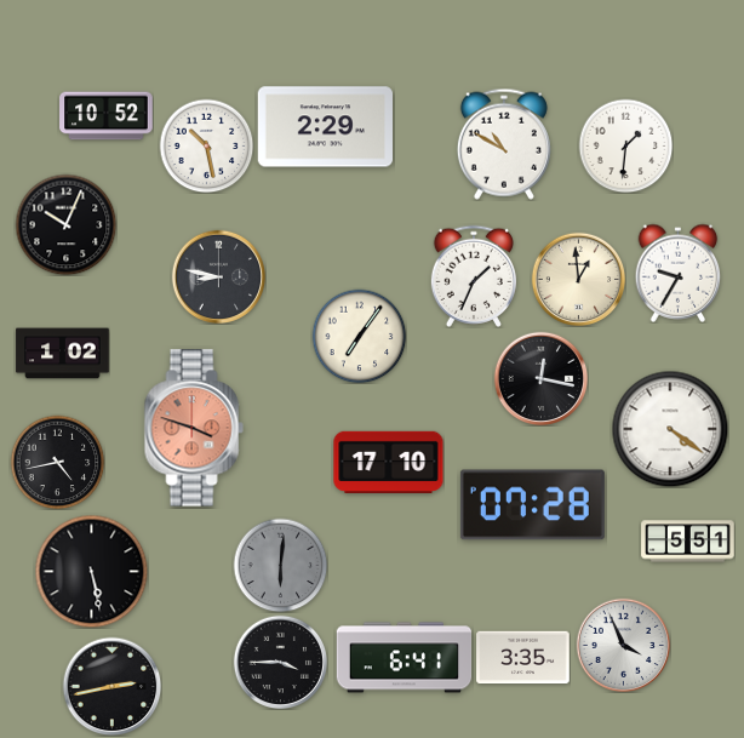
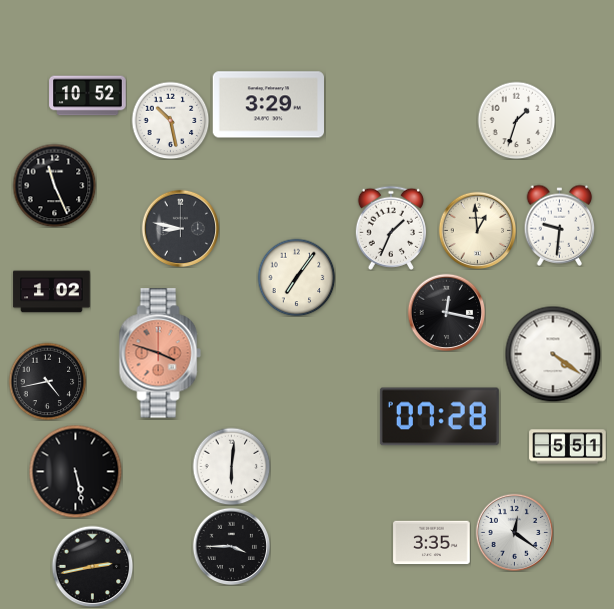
clock at (325, 127): 2:29 -> 3:29
clock at (504, 144): 10:50 -> none
clock at (625, 145): 1:31 -> 1:33
clock at (65, 224): 10:04 -> 11:26
clock at (679, 273): 9:35 -> 9:31
clock at (389, 462): 17:10 -> none
clock at (280, 565) dial: grey -> white
clock at (623, 645): 3:56 -> 12:21
clock at (405, 658): 6:41 -> none
